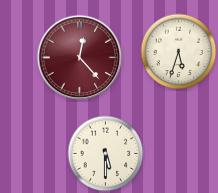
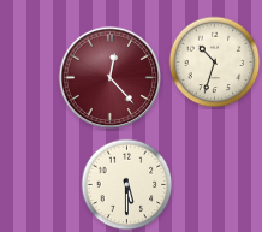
clock at (179, 52): 5:33 -> 10:33
clock at (80, 58) position: (80, 58) -> (111, 78)
